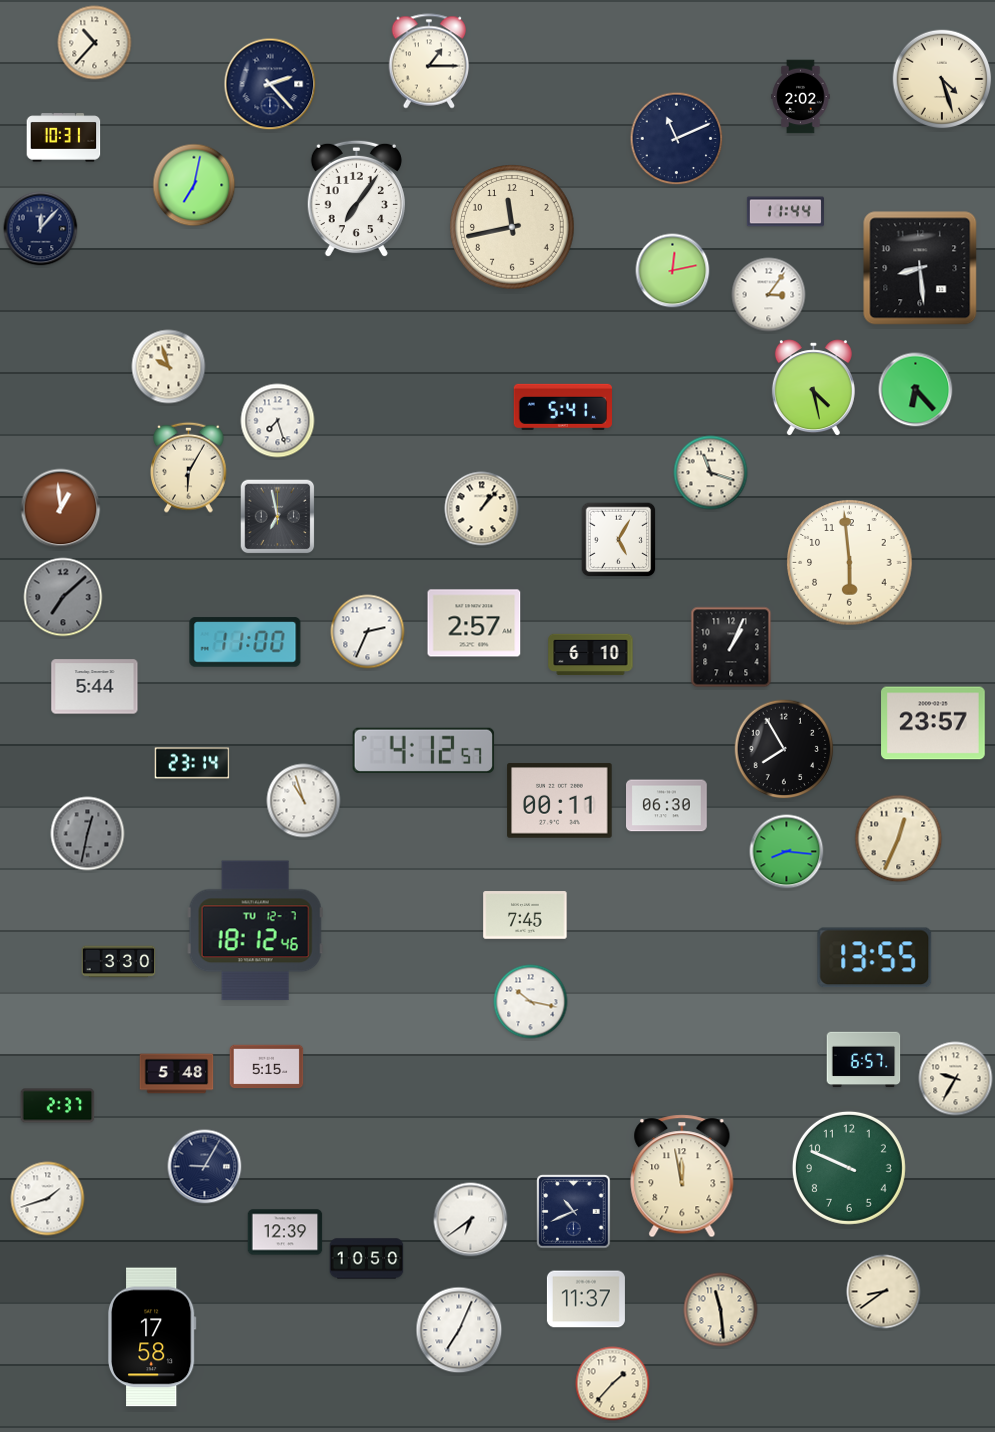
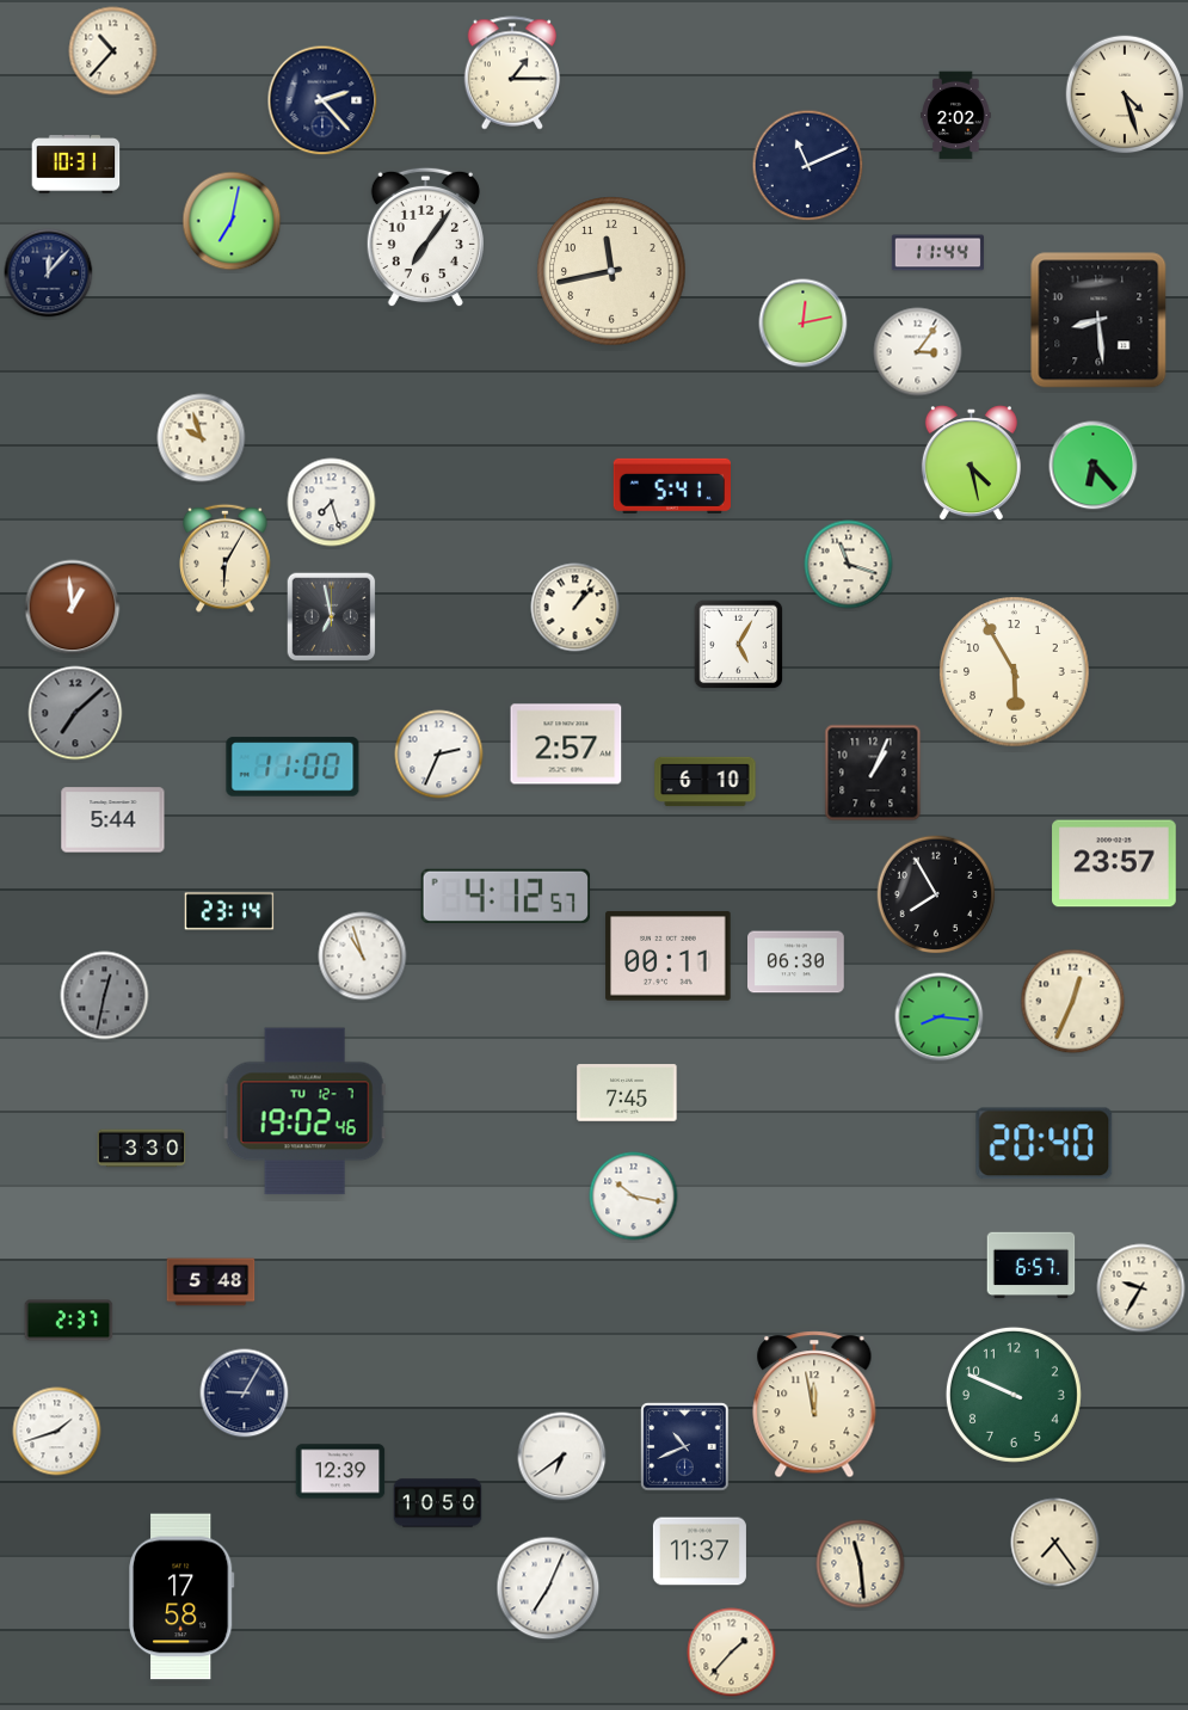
clock at (850, 563): 5:59 -> 5:55
clock at (255, 931): 18:12 -> 19:02
clock at (875, 958): 13:55 -> 20:40
clock at (267, 1067): 5:15 -> none
clock at (884, 1292): 8:39 -> 7:24
